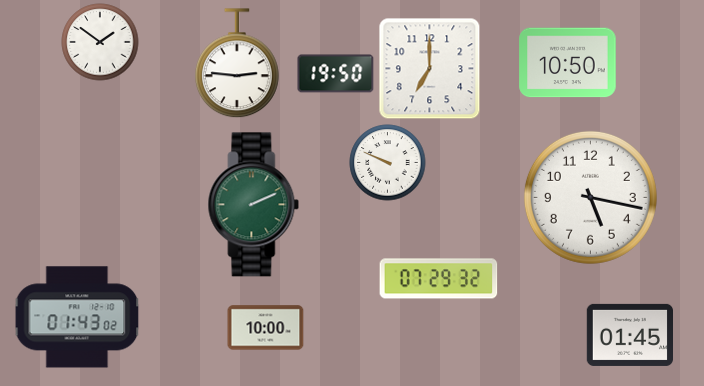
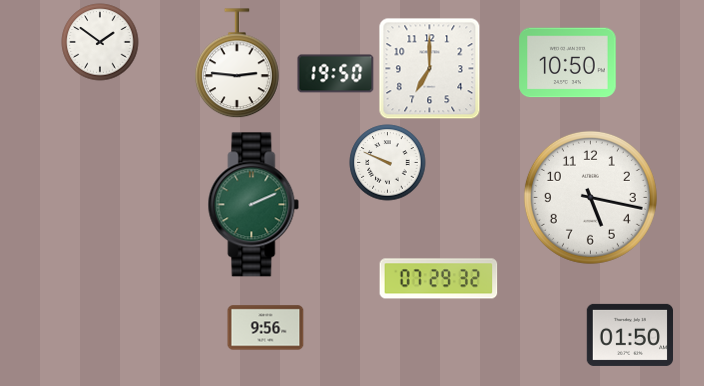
clock at (77, 317): 01:43 -> none
clock at (266, 328): 10:00 -> 9:56
clock at (629, 335): 01:45 -> 01:50
